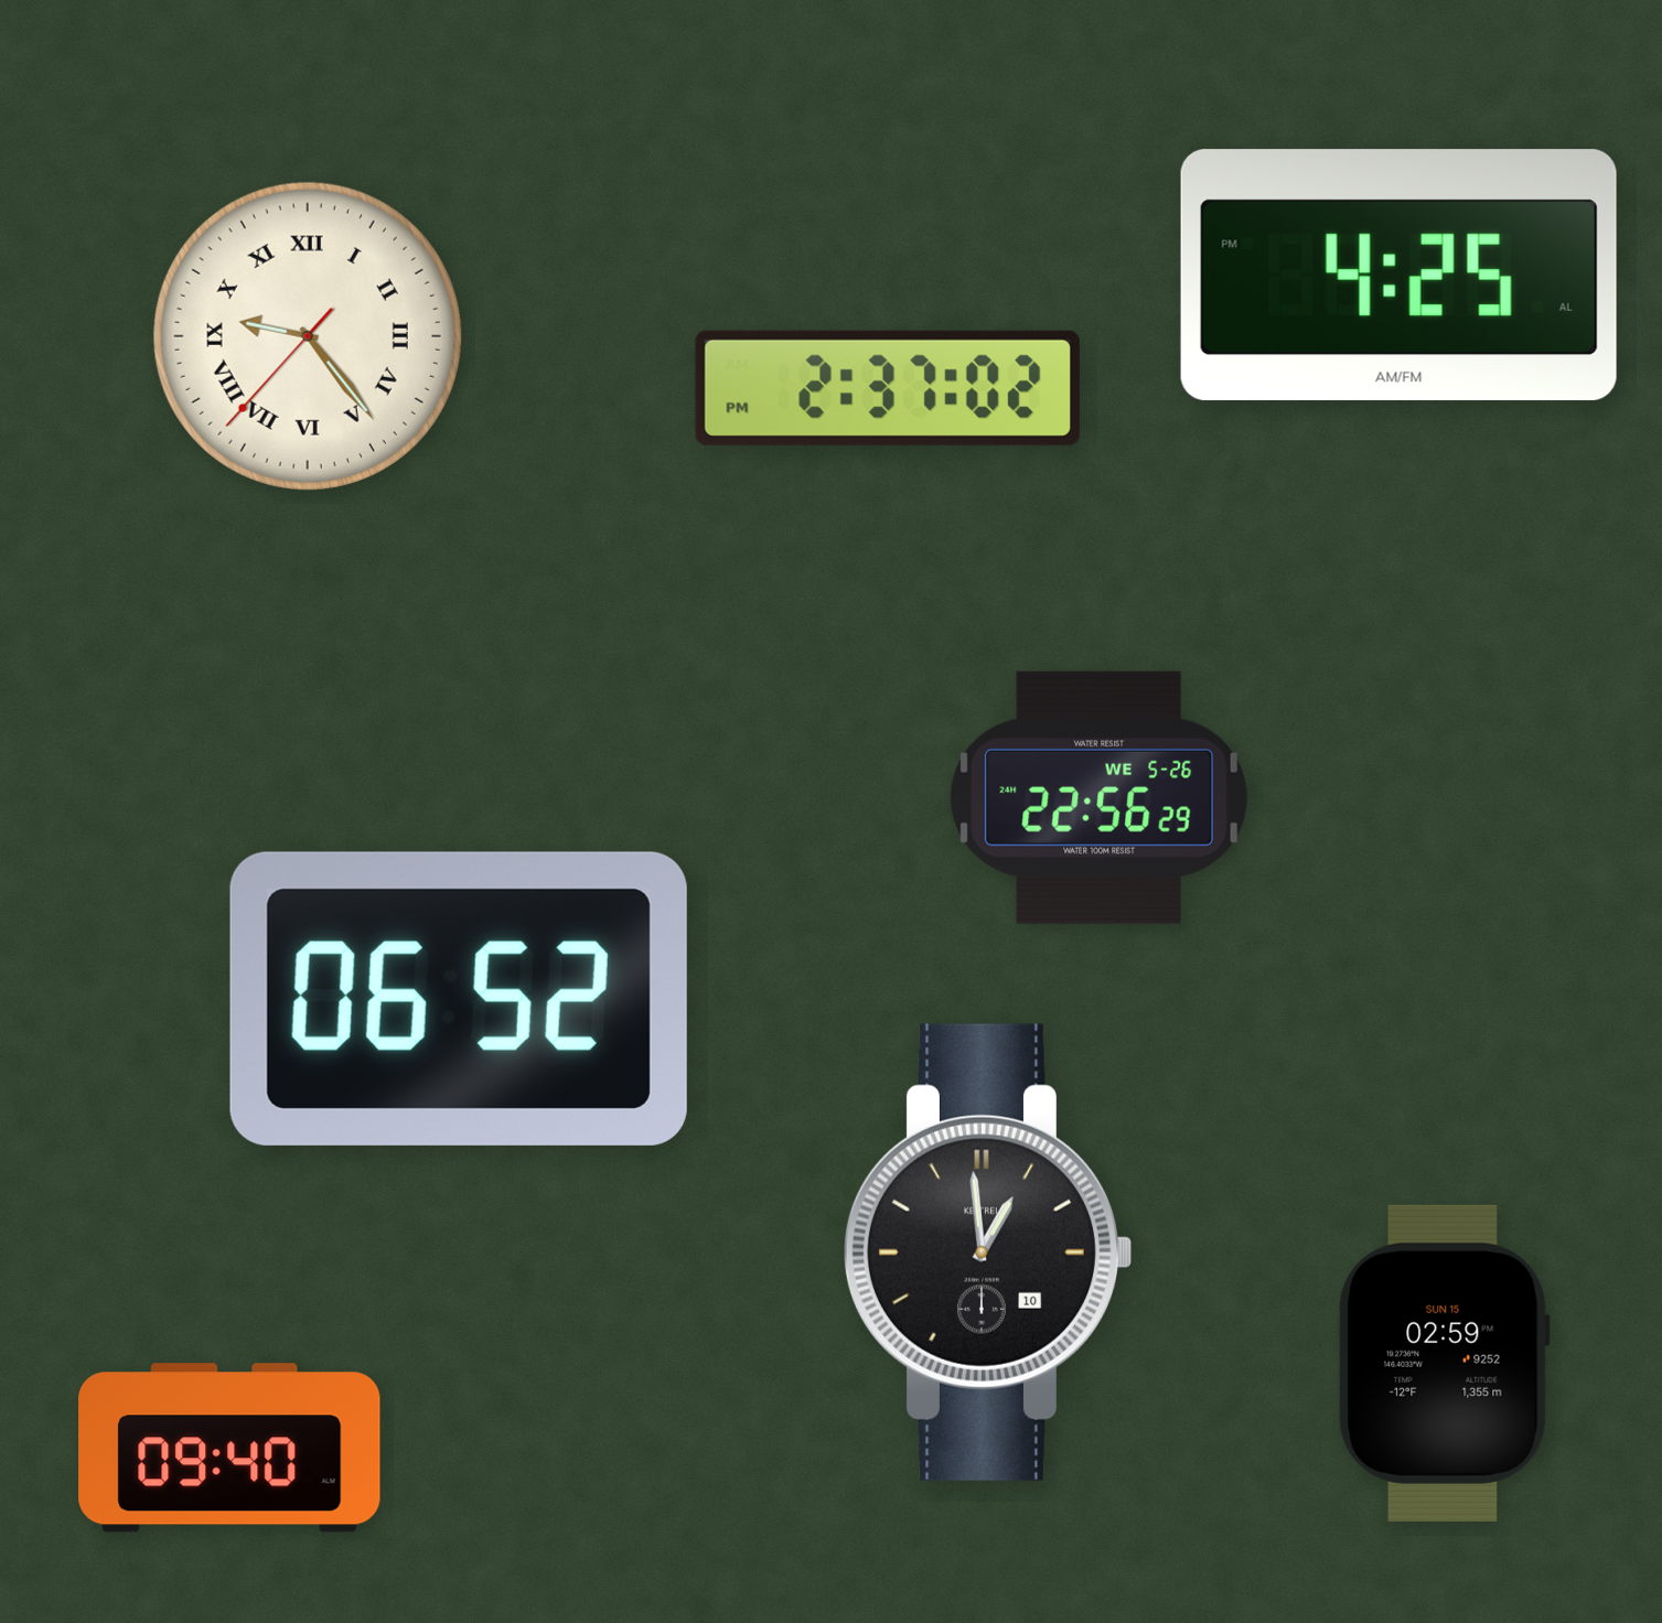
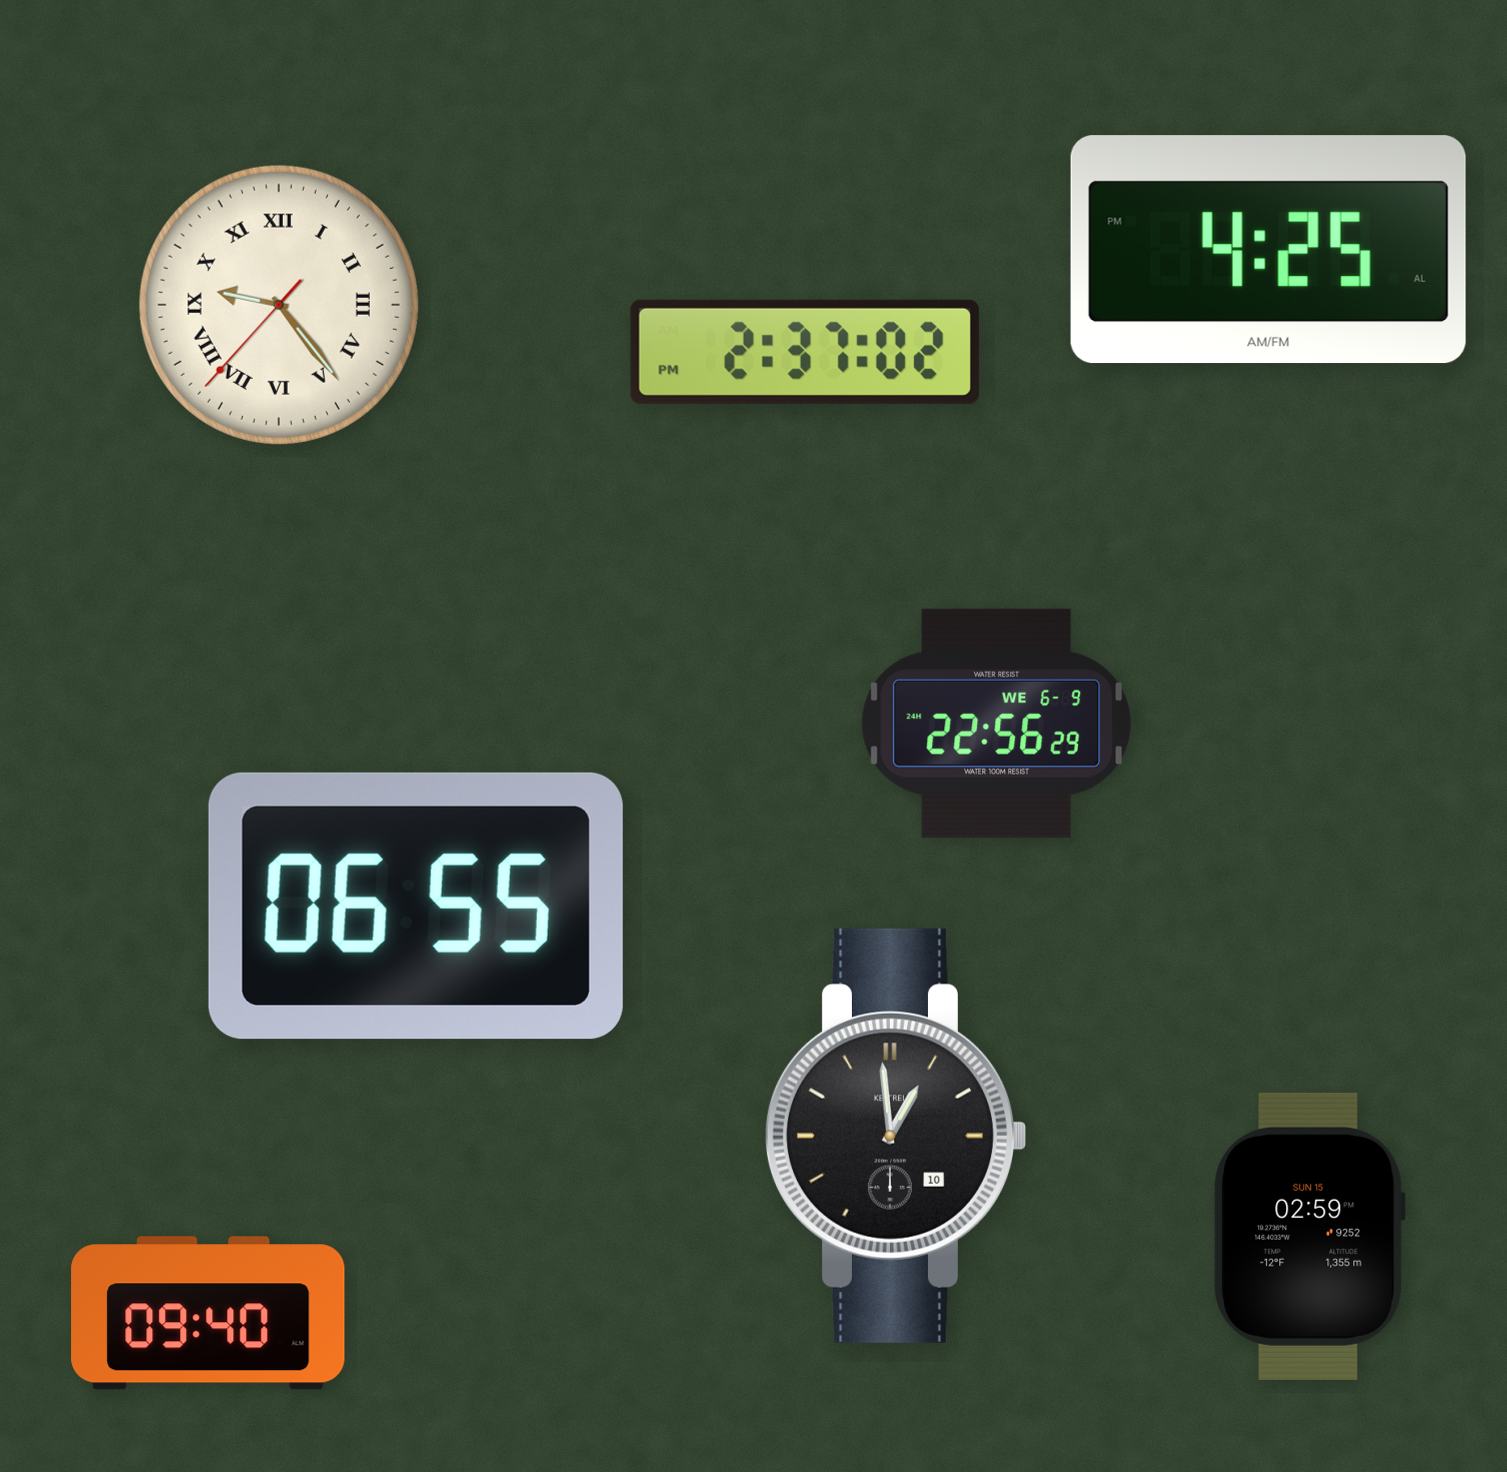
clock at (1098, 797) date: WE 5-26 -> WE 6-9
clock at (459, 999): 06:52 -> 06:55
